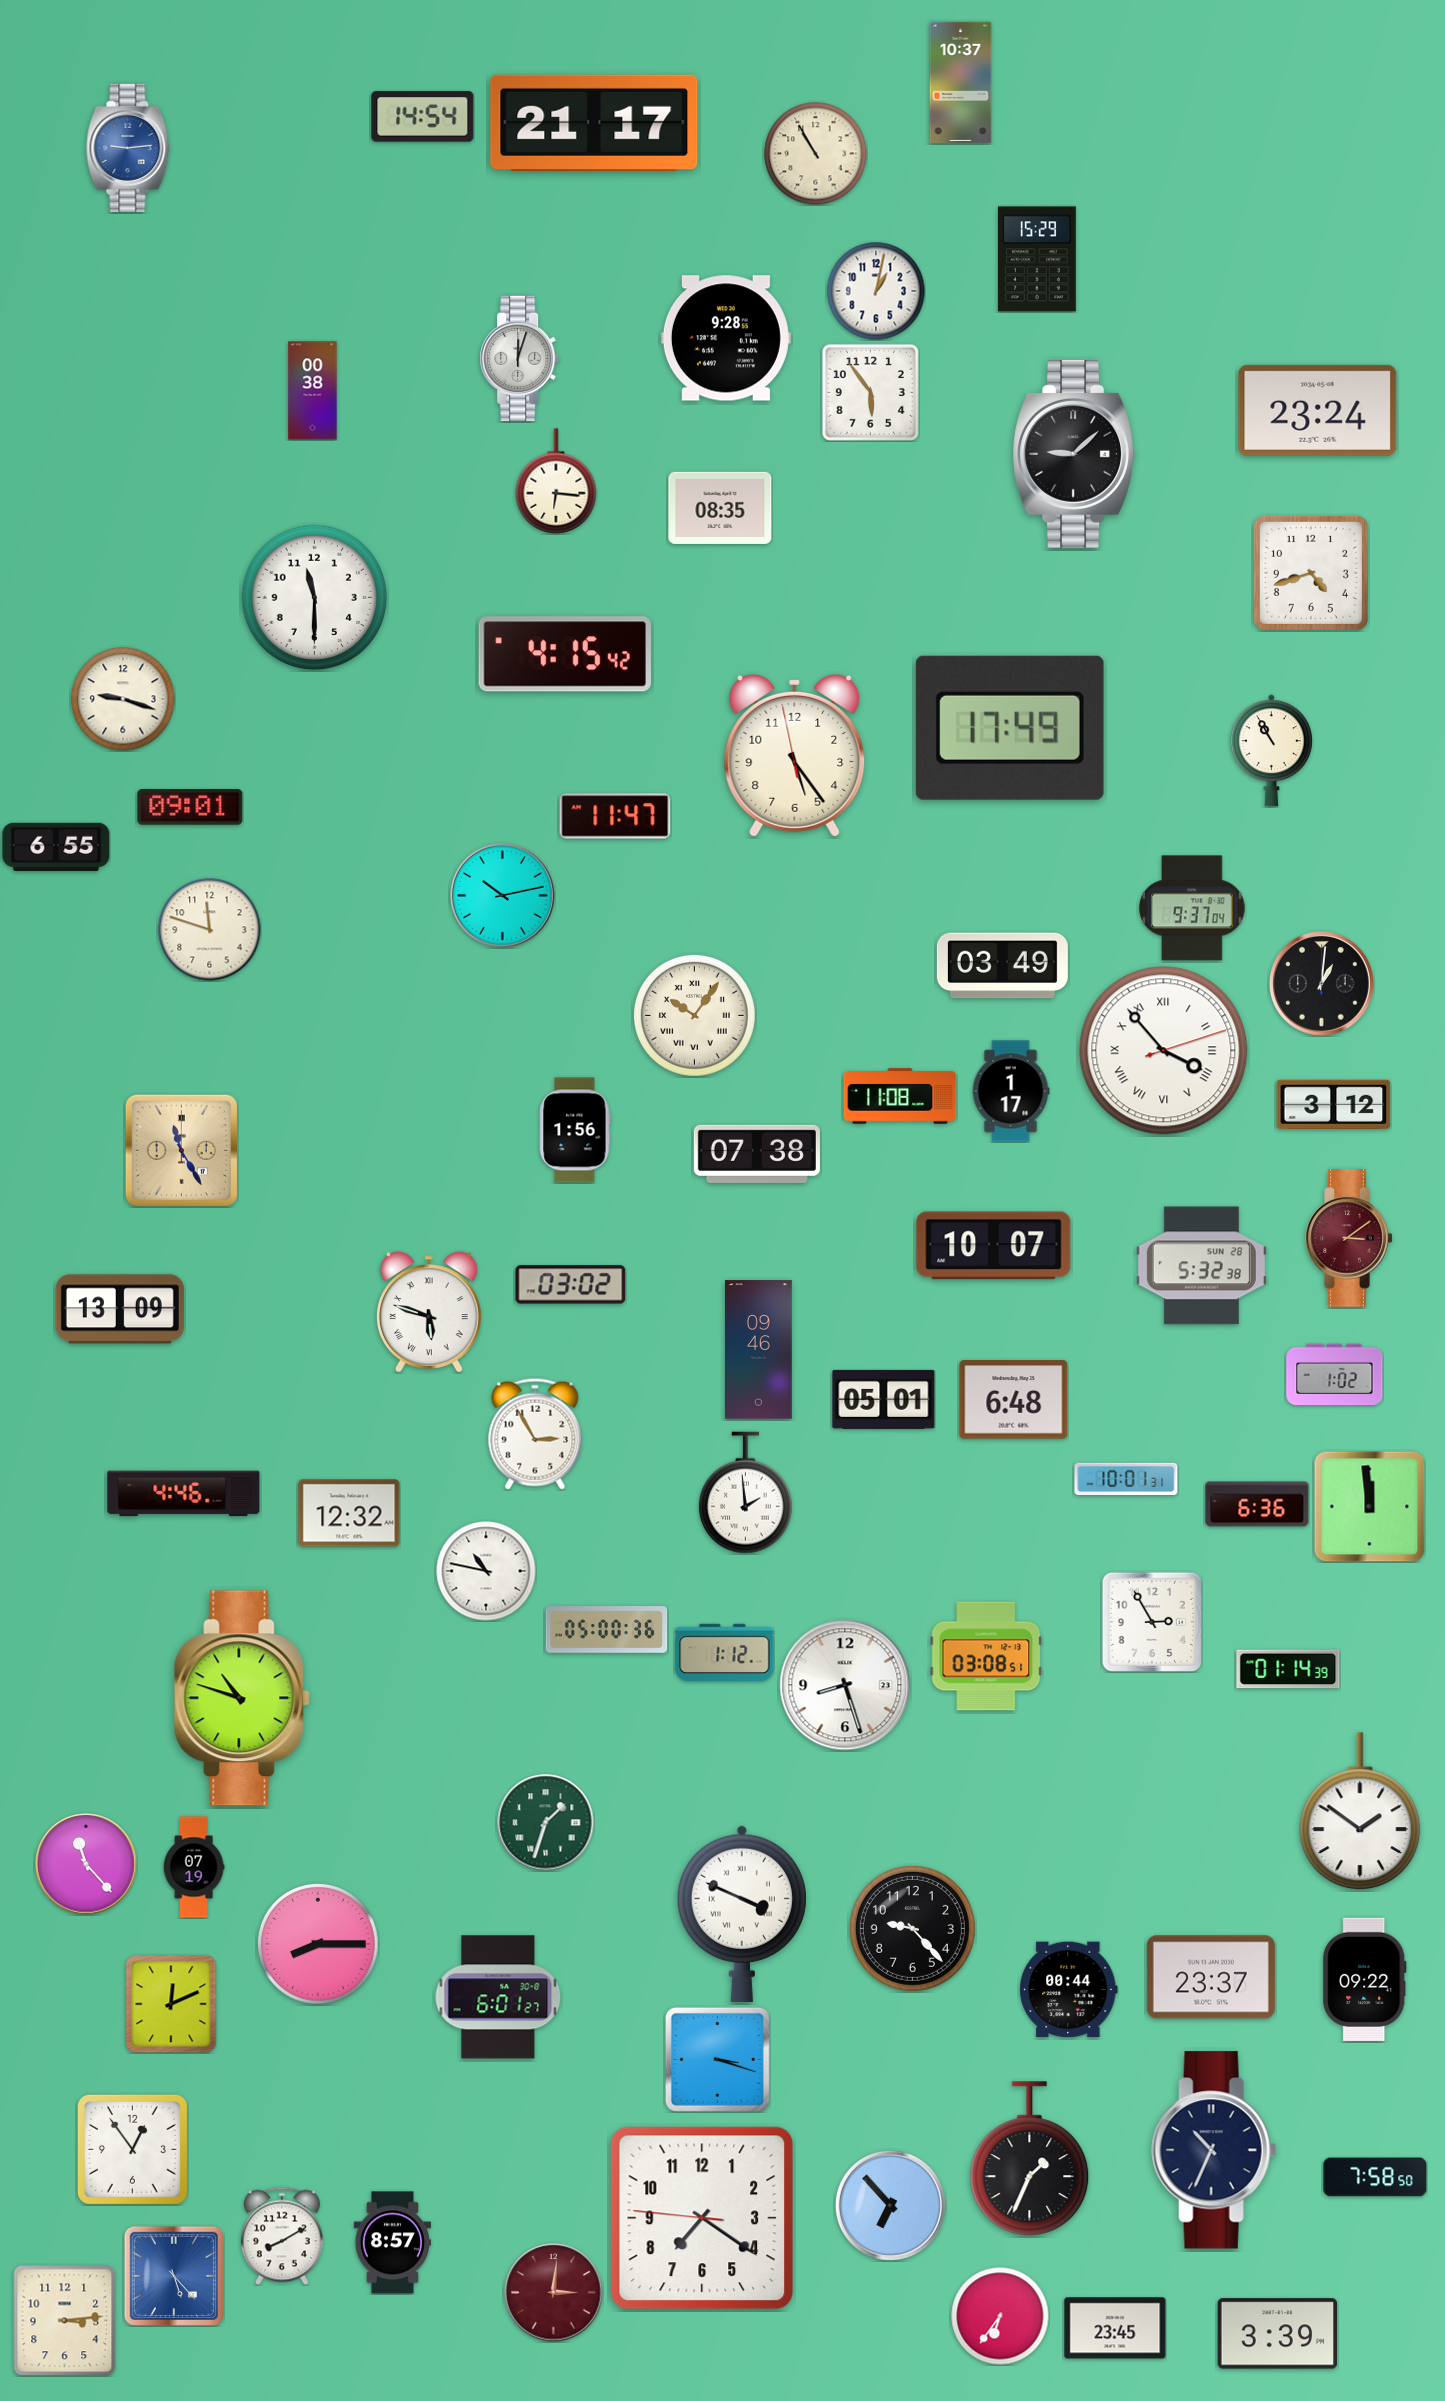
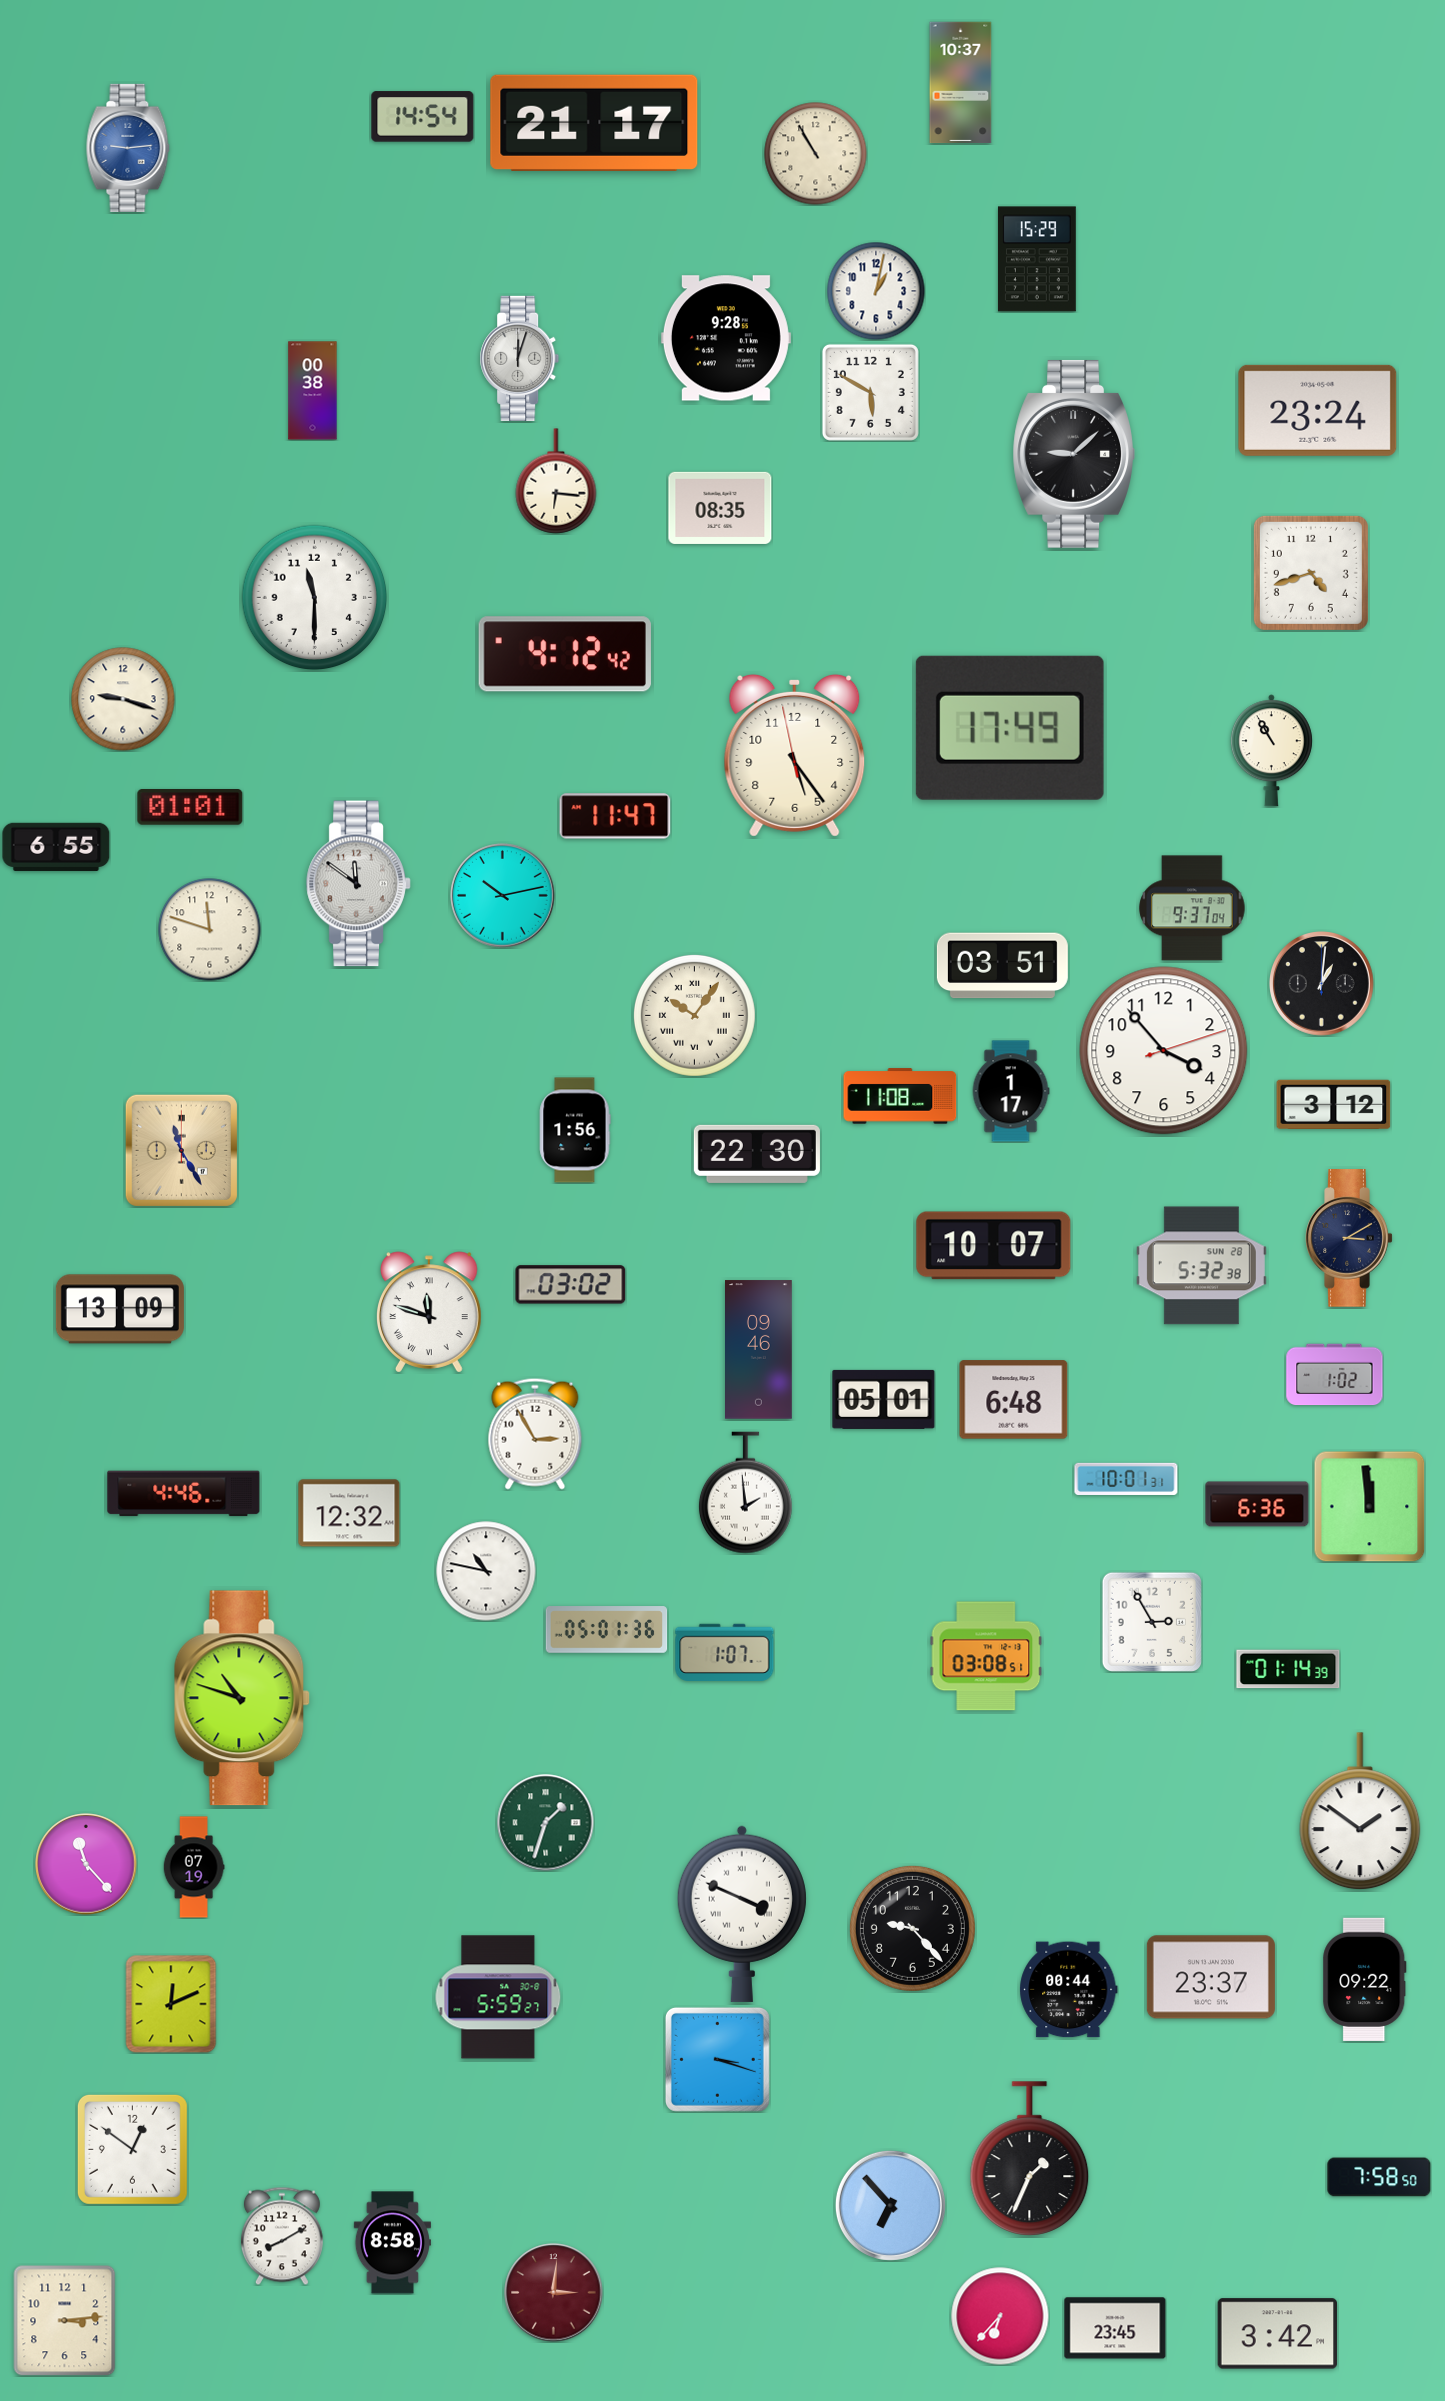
clock at (870, 392): 5:54 -> 5:50
clock at (565, 654): 4:15 -> 4:12
clock at (190, 808): 09:01 -> 01:01
clock at (359, 884): none -> 11:51
clock at (1002, 966): 03:49 -> 03:51
clock at (1164, 1051) numerals: Roman -> Arabic
clock at (757, 1154): 07:38 -> 22:30
clock at (1349, 1238): 3:09 -> 3:10
clock at (1349, 1238) dial: burgundy -> navy
clock at (430, 1312): 5:48 -> 11:48
clock at (607, 1630): 05:00 -> 05:01
clock at (725, 1652): 1:12 -> 1:07
clock at (845, 1685): 8:27 -> none
clock at (318, 1944): 8:15 -> none
clock at (498, 1997): 6:01 -> 5:59
clock at (132, 2149): 12:54 -> 12:51
clock at (1214, 2150): 10:34 -> none
clock at (1375, 2177) position: (1375, 2177) -> (1379, 2177)
clock at (702, 2218): 7:20 -> none
clock at (392, 2243): 8:57 -> 8:58
clock at (174, 2276): 5:23 -> none
clock at (1000, 2316): 6:36 -> 6:37
clock at (1278, 2334): 3:39 -> 3:42
